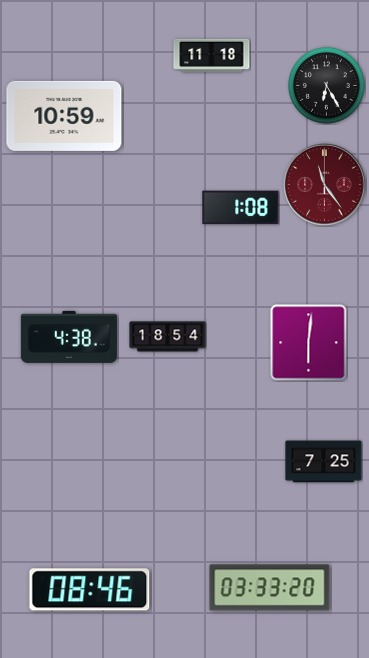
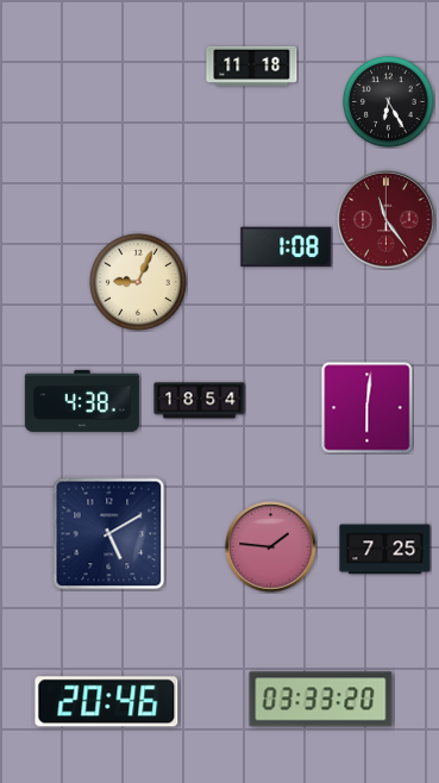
clock at (64, 116): 10:59 -> none
clock at (138, 282): none -> 9:04
clock at (109, 534): none -> 5:10
clock at (271, 547): none -> 1:46
clock at (90, 590): 08:46 -> 20:46
